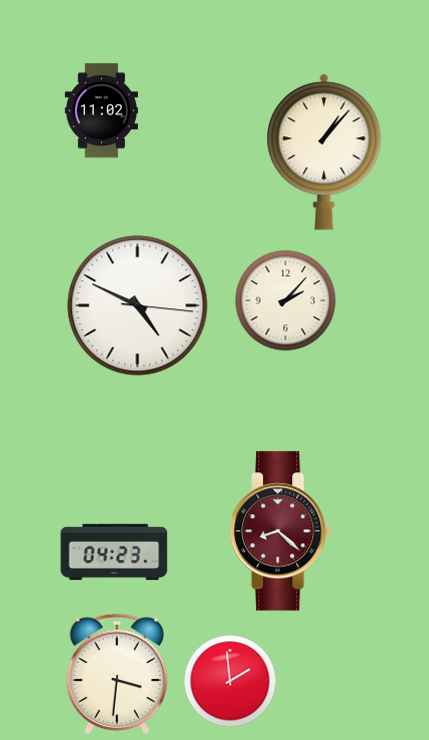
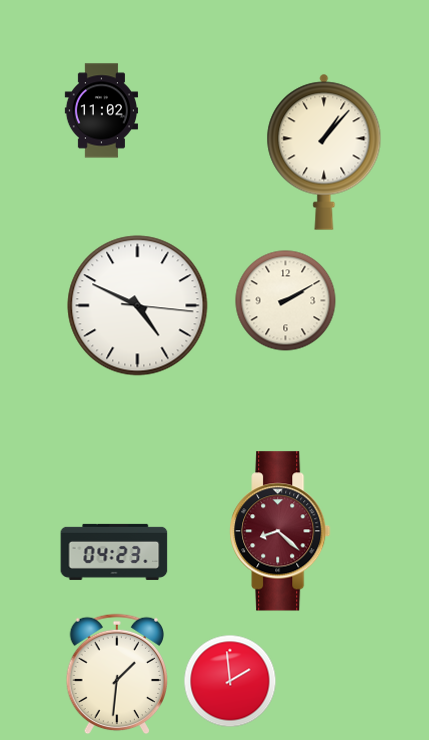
clock at (286, 301): 2:07 -> 2:10
clock at (116, 674): 3:31 -> 1:31
